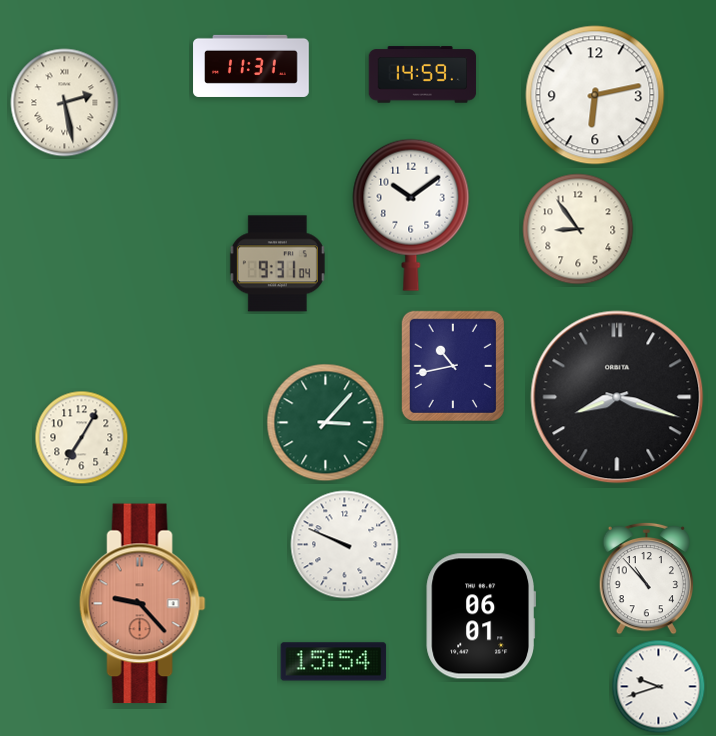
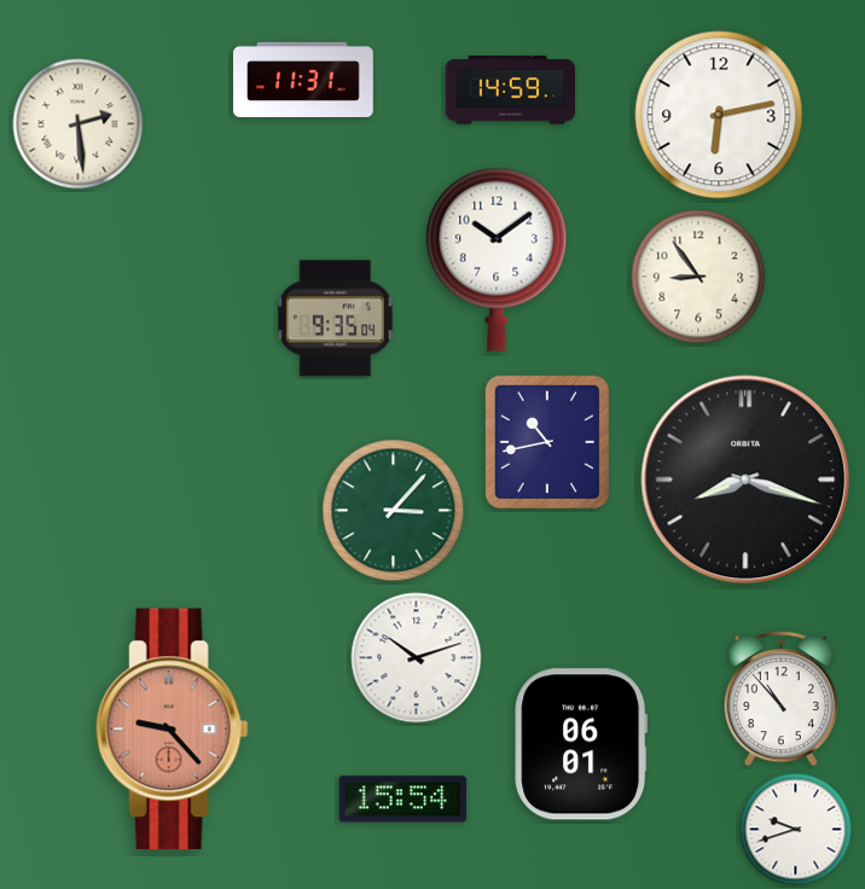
clock at (65, 103): 2:28 -> 2:29
clock at (277, 264): 9:31 -> 9:35
clock at (82, 438): 7:05 -> none
clock at (345, 545): 9:49 -> 10:12
